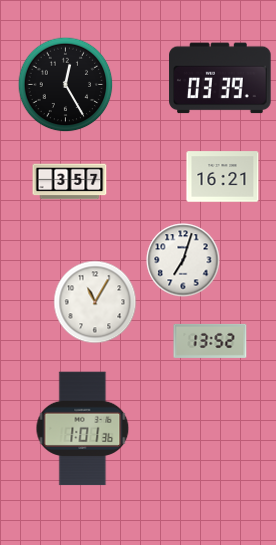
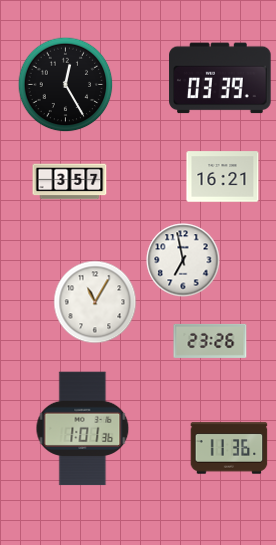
clock at (183, 260): 7:03 -> 6:58
clock at (210, 341): 13:52 -> 23:26
clock at (229, 448): none -> 11:36
